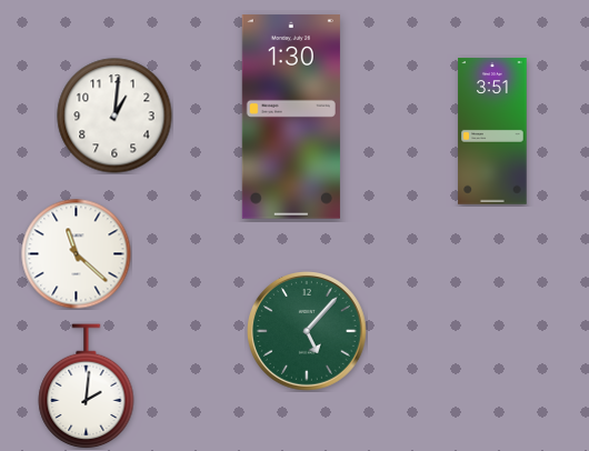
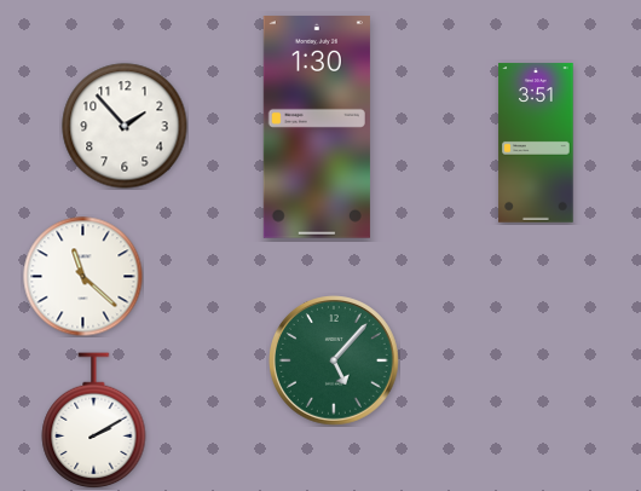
clock at (114, 116): 1:01 -> 1:53
clock at (87, 387): 2:01 -> 2:10
